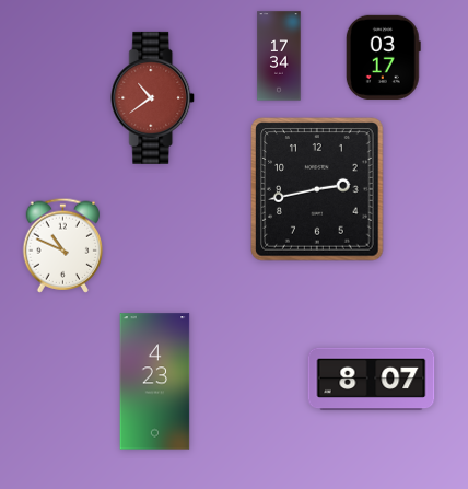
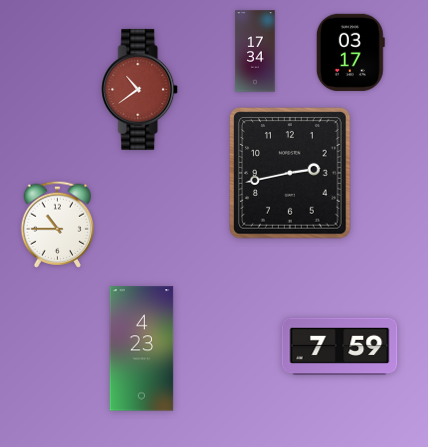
clock at (63, 245): 10:49 -> 10:45
clock at (372, 380): 8:07 -> 7:59
